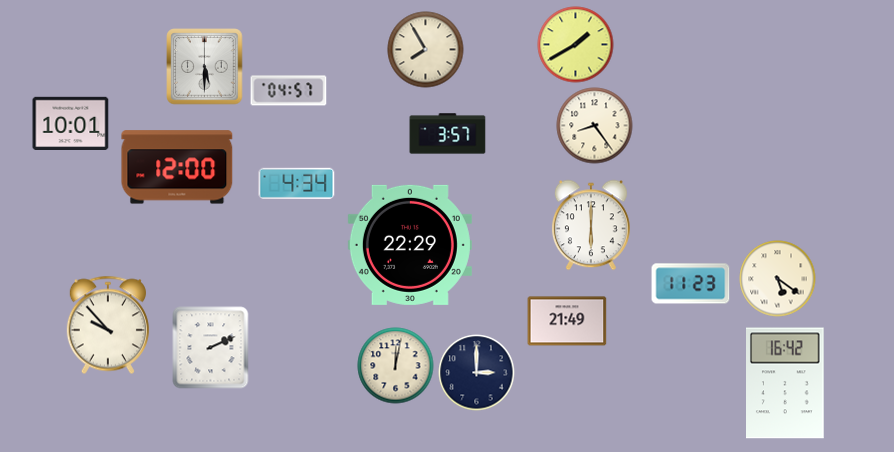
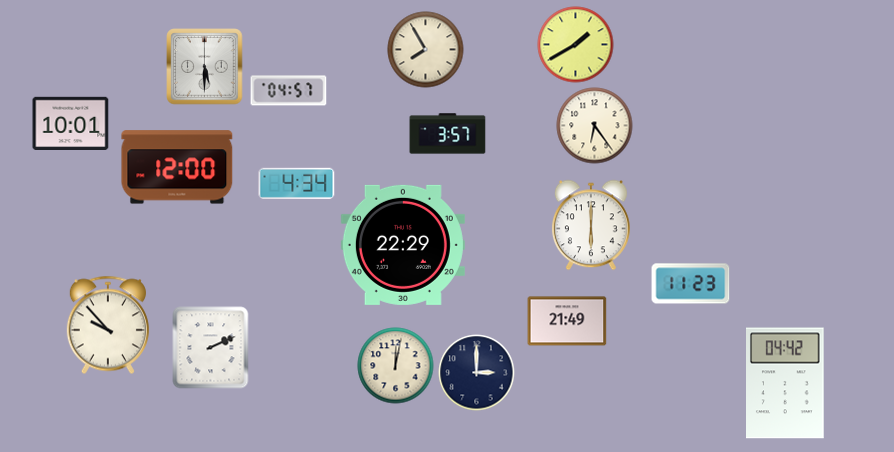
clock at (595, 126): 8:24 -> 6:24
clock at (410, 245) position: (410, 245) -> (403, 245)
clock at (778, 279): 5:21 -> none
clock at (786, 383): 16:42 -> 04:42
